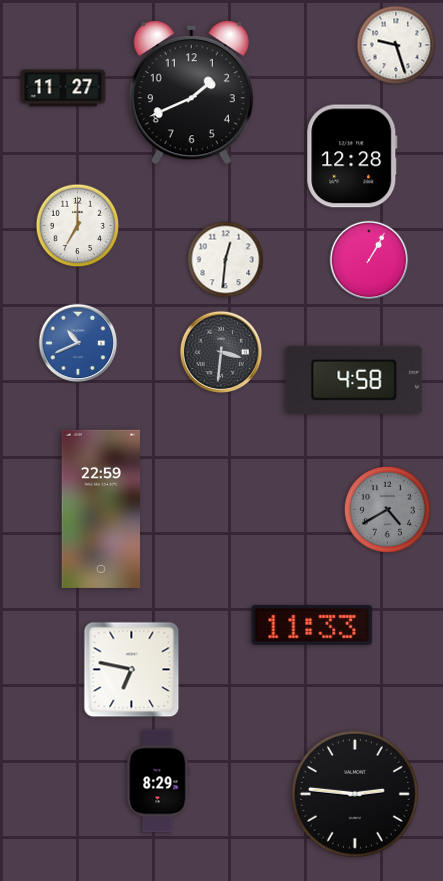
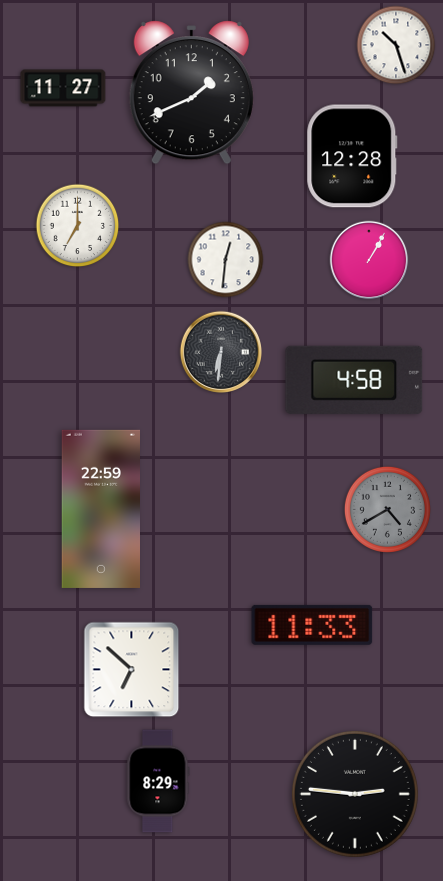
clock at (396, 45): 9:27 -> 10:27
clock at (78, 343): 10:41 -> none
clock at (220, 351): 3:31 -> 6:31
clock at (132, 670): 6:47 -> 6:52
